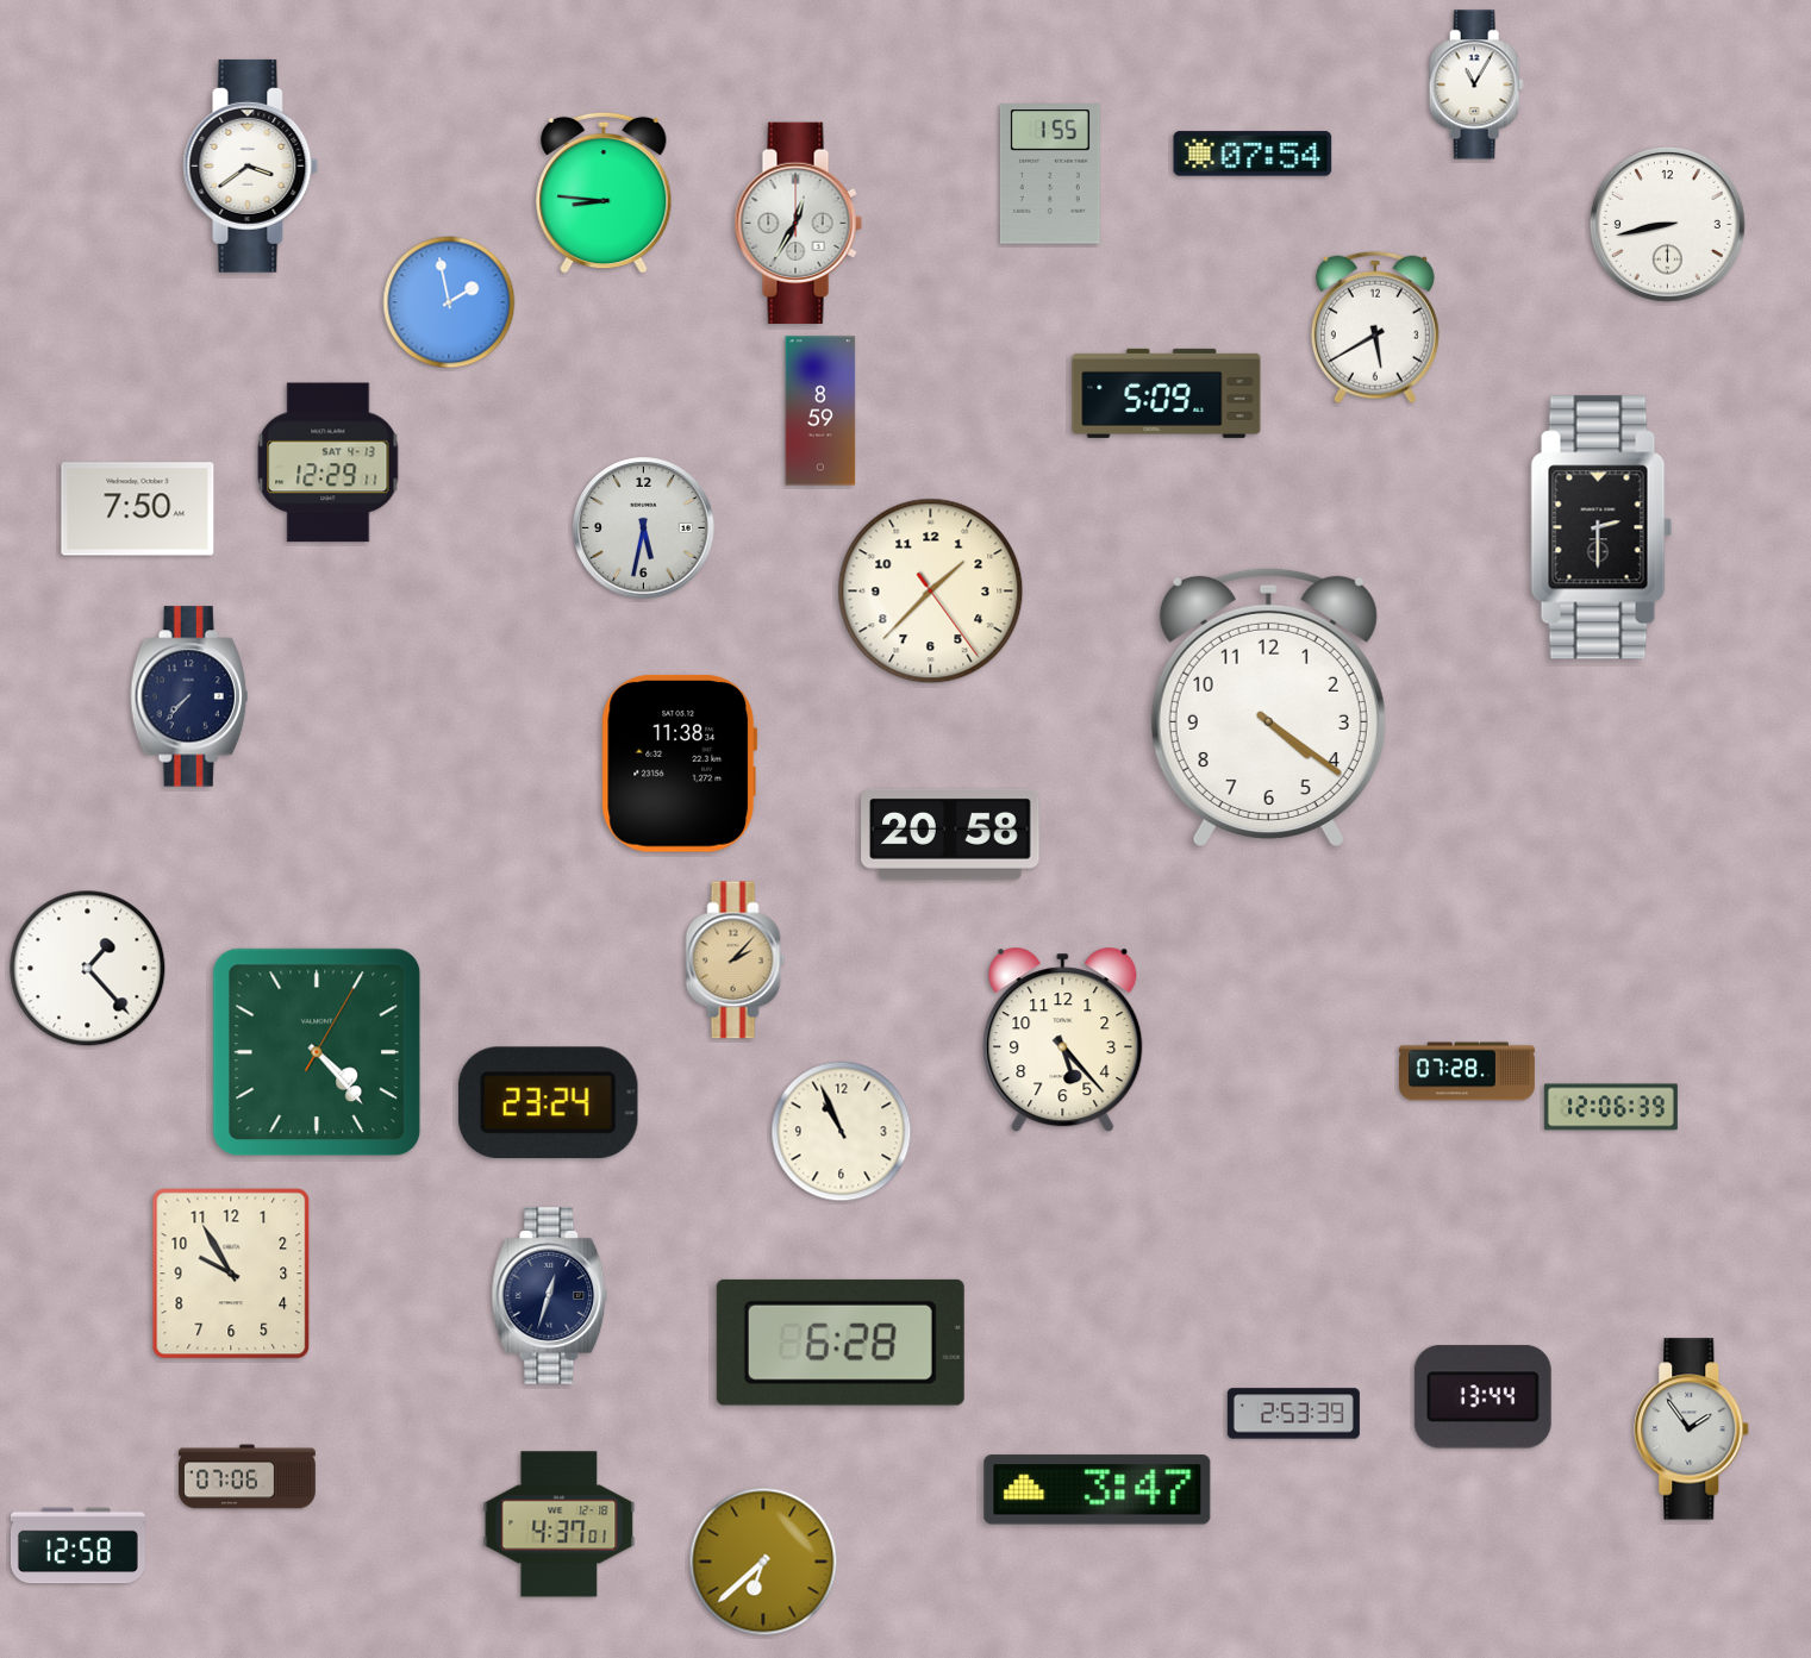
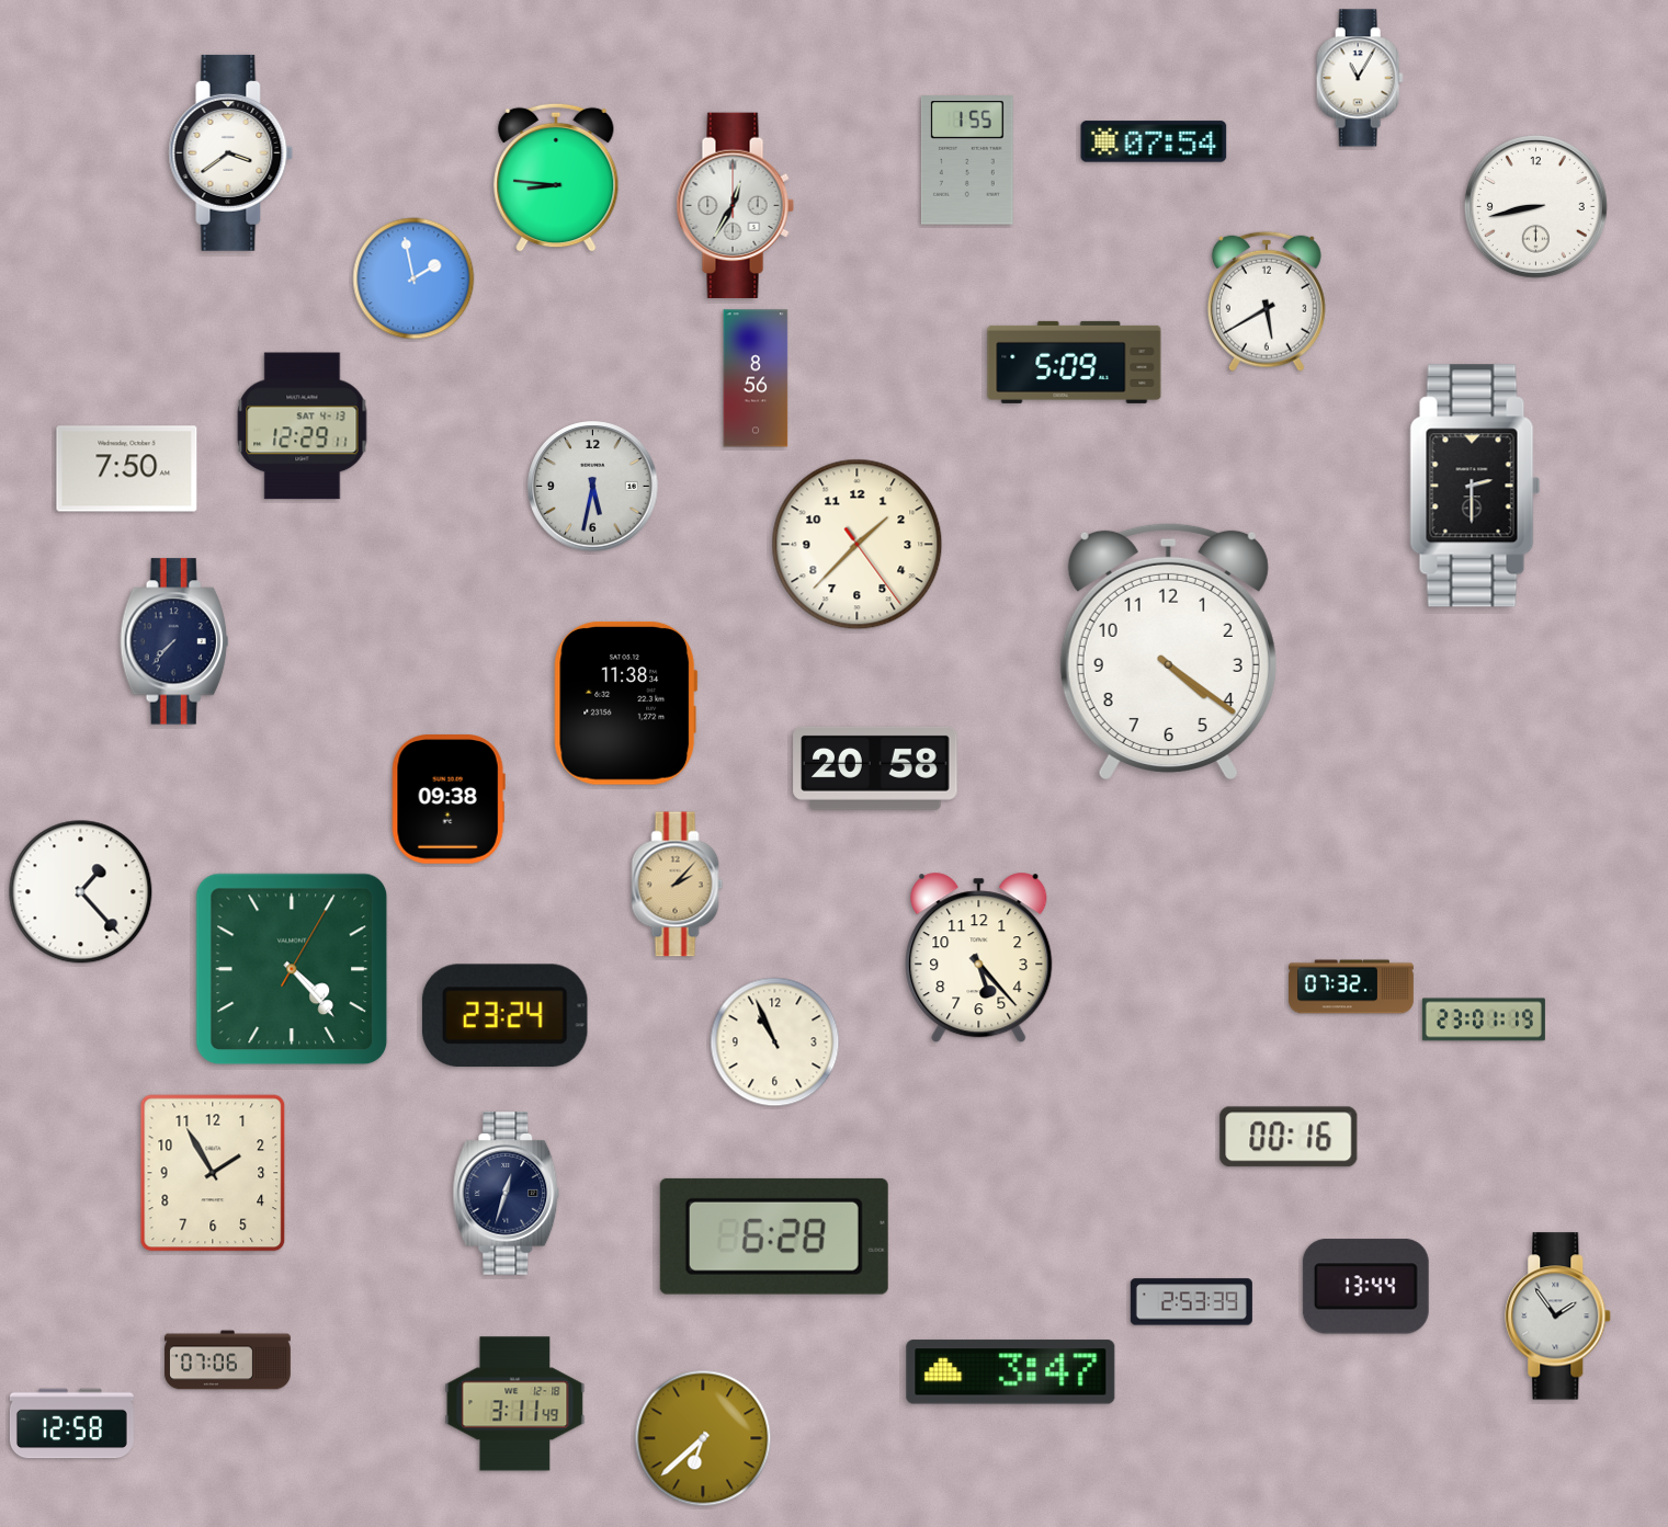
clock at (820, 411): 8:59 -> 8:56
clock at (449, 799): none -> 09:38
clock at (1468, 1071): 07:28 -> 07:32
clock at (1611, 1107): 12:06 -> 23:01
clock at (1289, 1137): none -> 00:16
clock at (231, 1274): 9:55 -> 1:55
clock at (560, 1525): 4:37 -> 3:11
